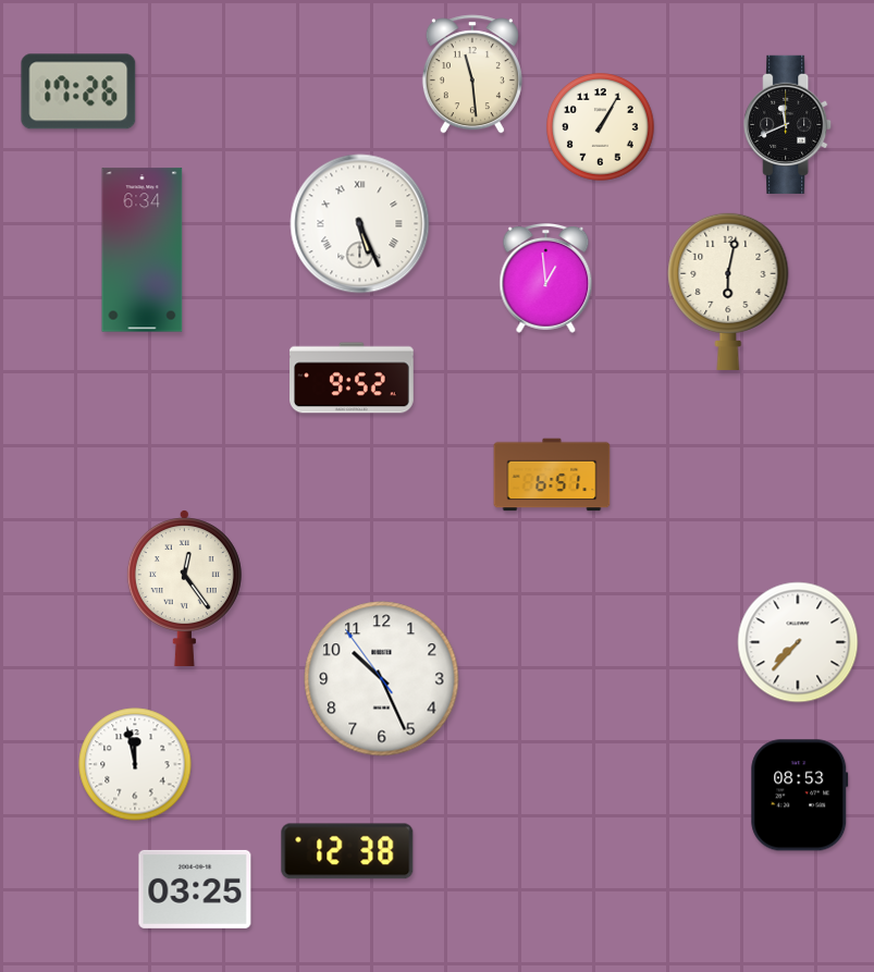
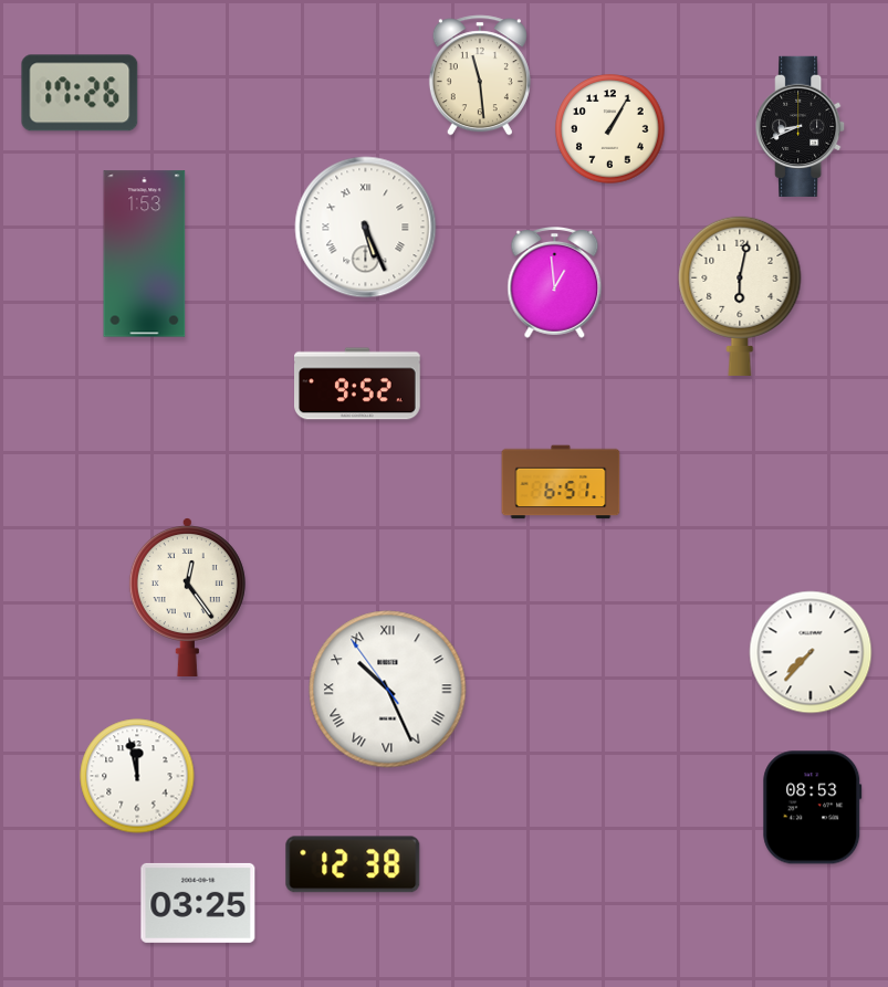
clock at (788, 124): 11:41 -> 8:41
clock at (143, 250): 6:34 -> 1:53
clock at (382, 679) numerals: Arabic -> Roman
